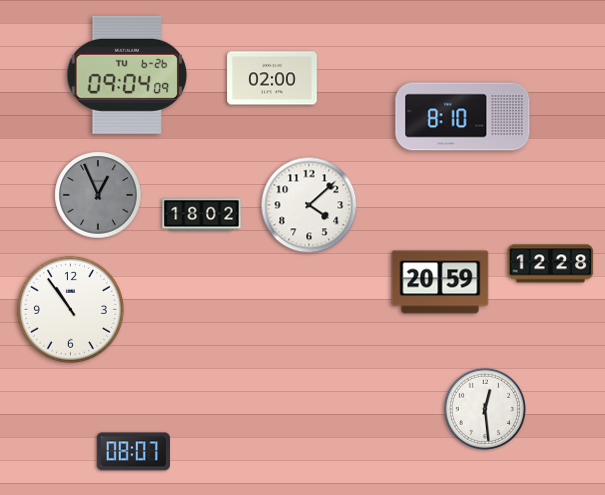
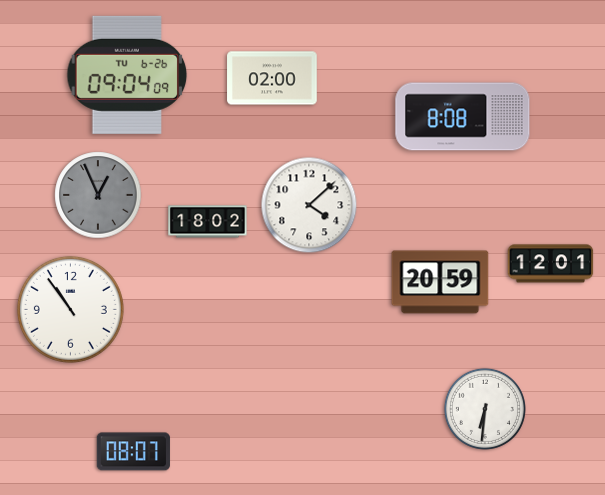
clock at (463, 117): 8:10 -> 8:08
clock at (202, 215) position: (202, 215) -> (208, 222)
clock at (551, 264): 12:28 -> 12:01
clock at (485, 409): 12:29 -> 6:31
